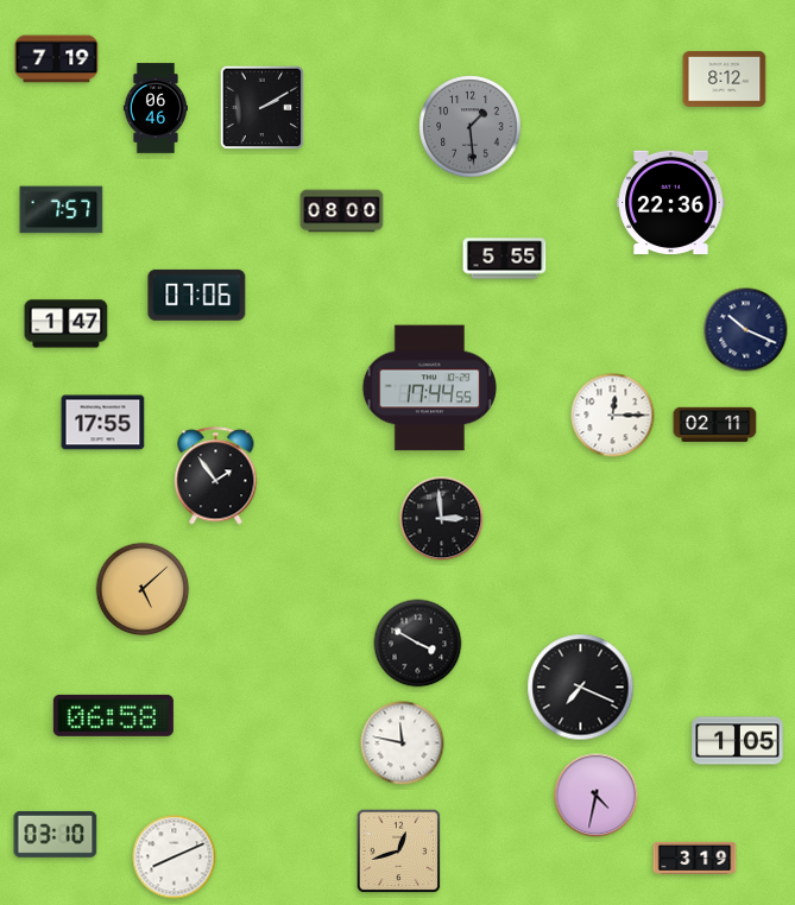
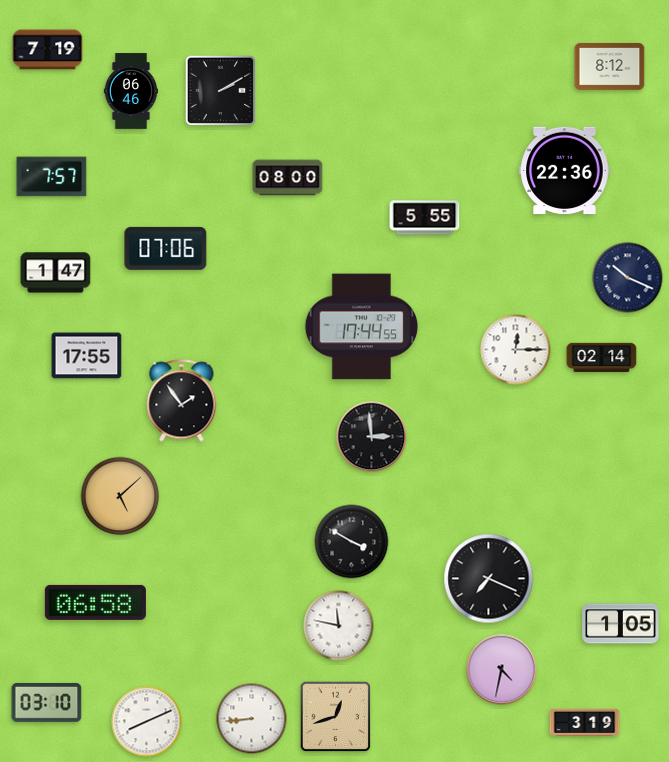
clock at (471, 127): 1:29 -> none
clock at (715, 424): 02:11 -> 02:14
clock at (252, 719): none -> 8:44
